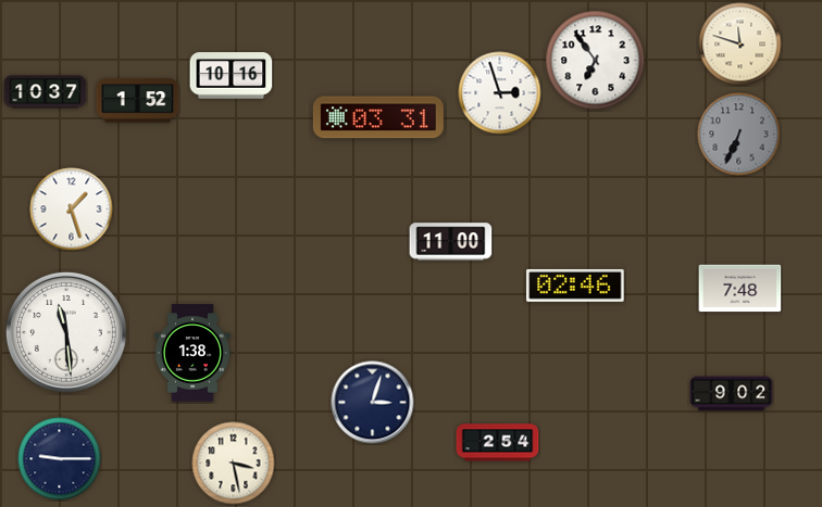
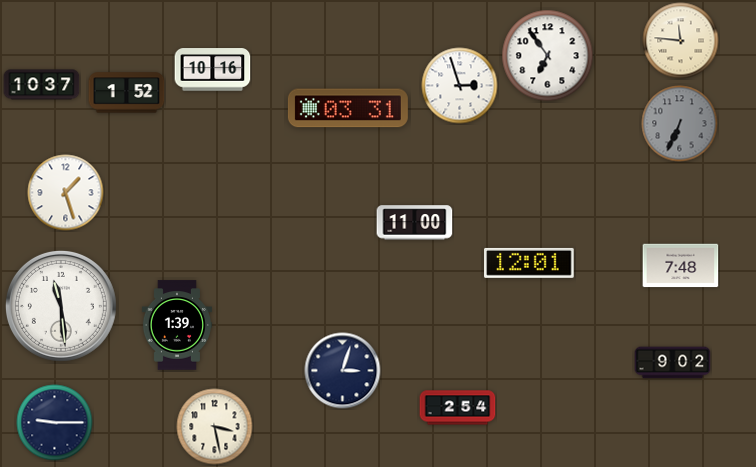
clock at (740, 45): 11:48 -> 11:46
clock at (575, 286): 02:46 -> 12:01
clock at (191, 353): 1:38 -> 1:39
